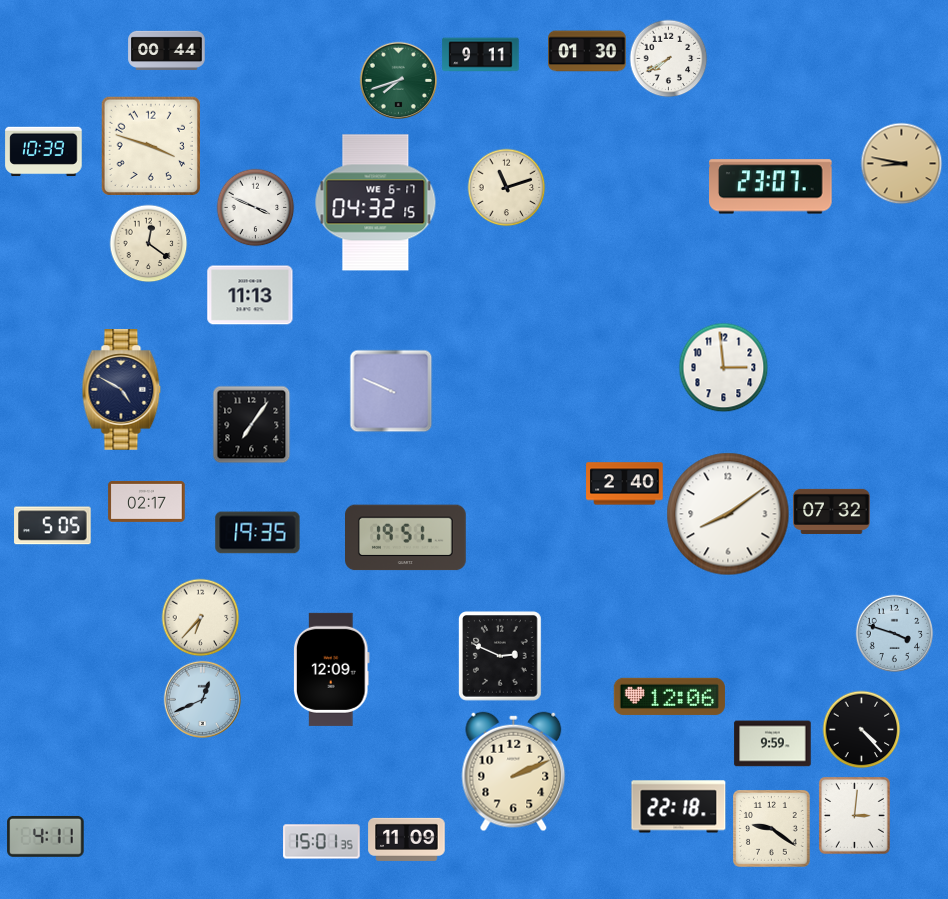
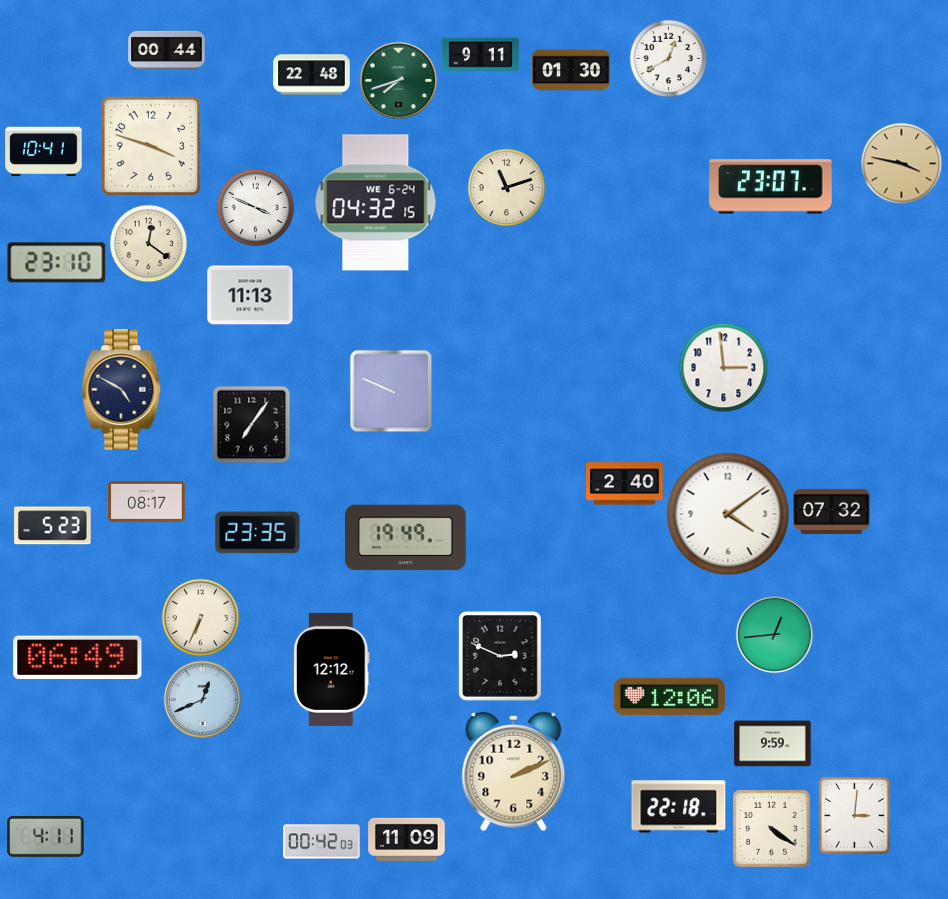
clock at (587, 51) position: (587, 51) -> (571, 70)
clock at (668, 58): 7:40 -> 12:40
clock at (312, 75): none -> 22:48
clock at (44, 152): 10:39 -> 10:41
clock at (901, 163): 8:47 -> 3:47
clock at (376, 203) date: WE 6-17 -> WE 6-24
clock at (57, 263): none -> 23:10
clock at (147, 501): 02:17 -> 08:17
clock at (728, 514): 8:09 -> 4:09
clock at (53, 526): 5:05 -> 5:23
clock at (258, 533): 19:35 -> 23:35
clock at (406, 538): 19:51 -> 19:49
clock at (200, 617): 6:37 -> 6:34
clock at (894, 633): 3:48 -> none
clock at (774, 634): none -> 12:44
clock at (78, 658): none -> 06:49
clock at (331, 669): 12:09 -> 12:12
clock at (861, 729): 4:23 -> none
clock at (772, 829): 9:21 -> 4:21
clock at (322, 842): 15:01 -> 00:42
